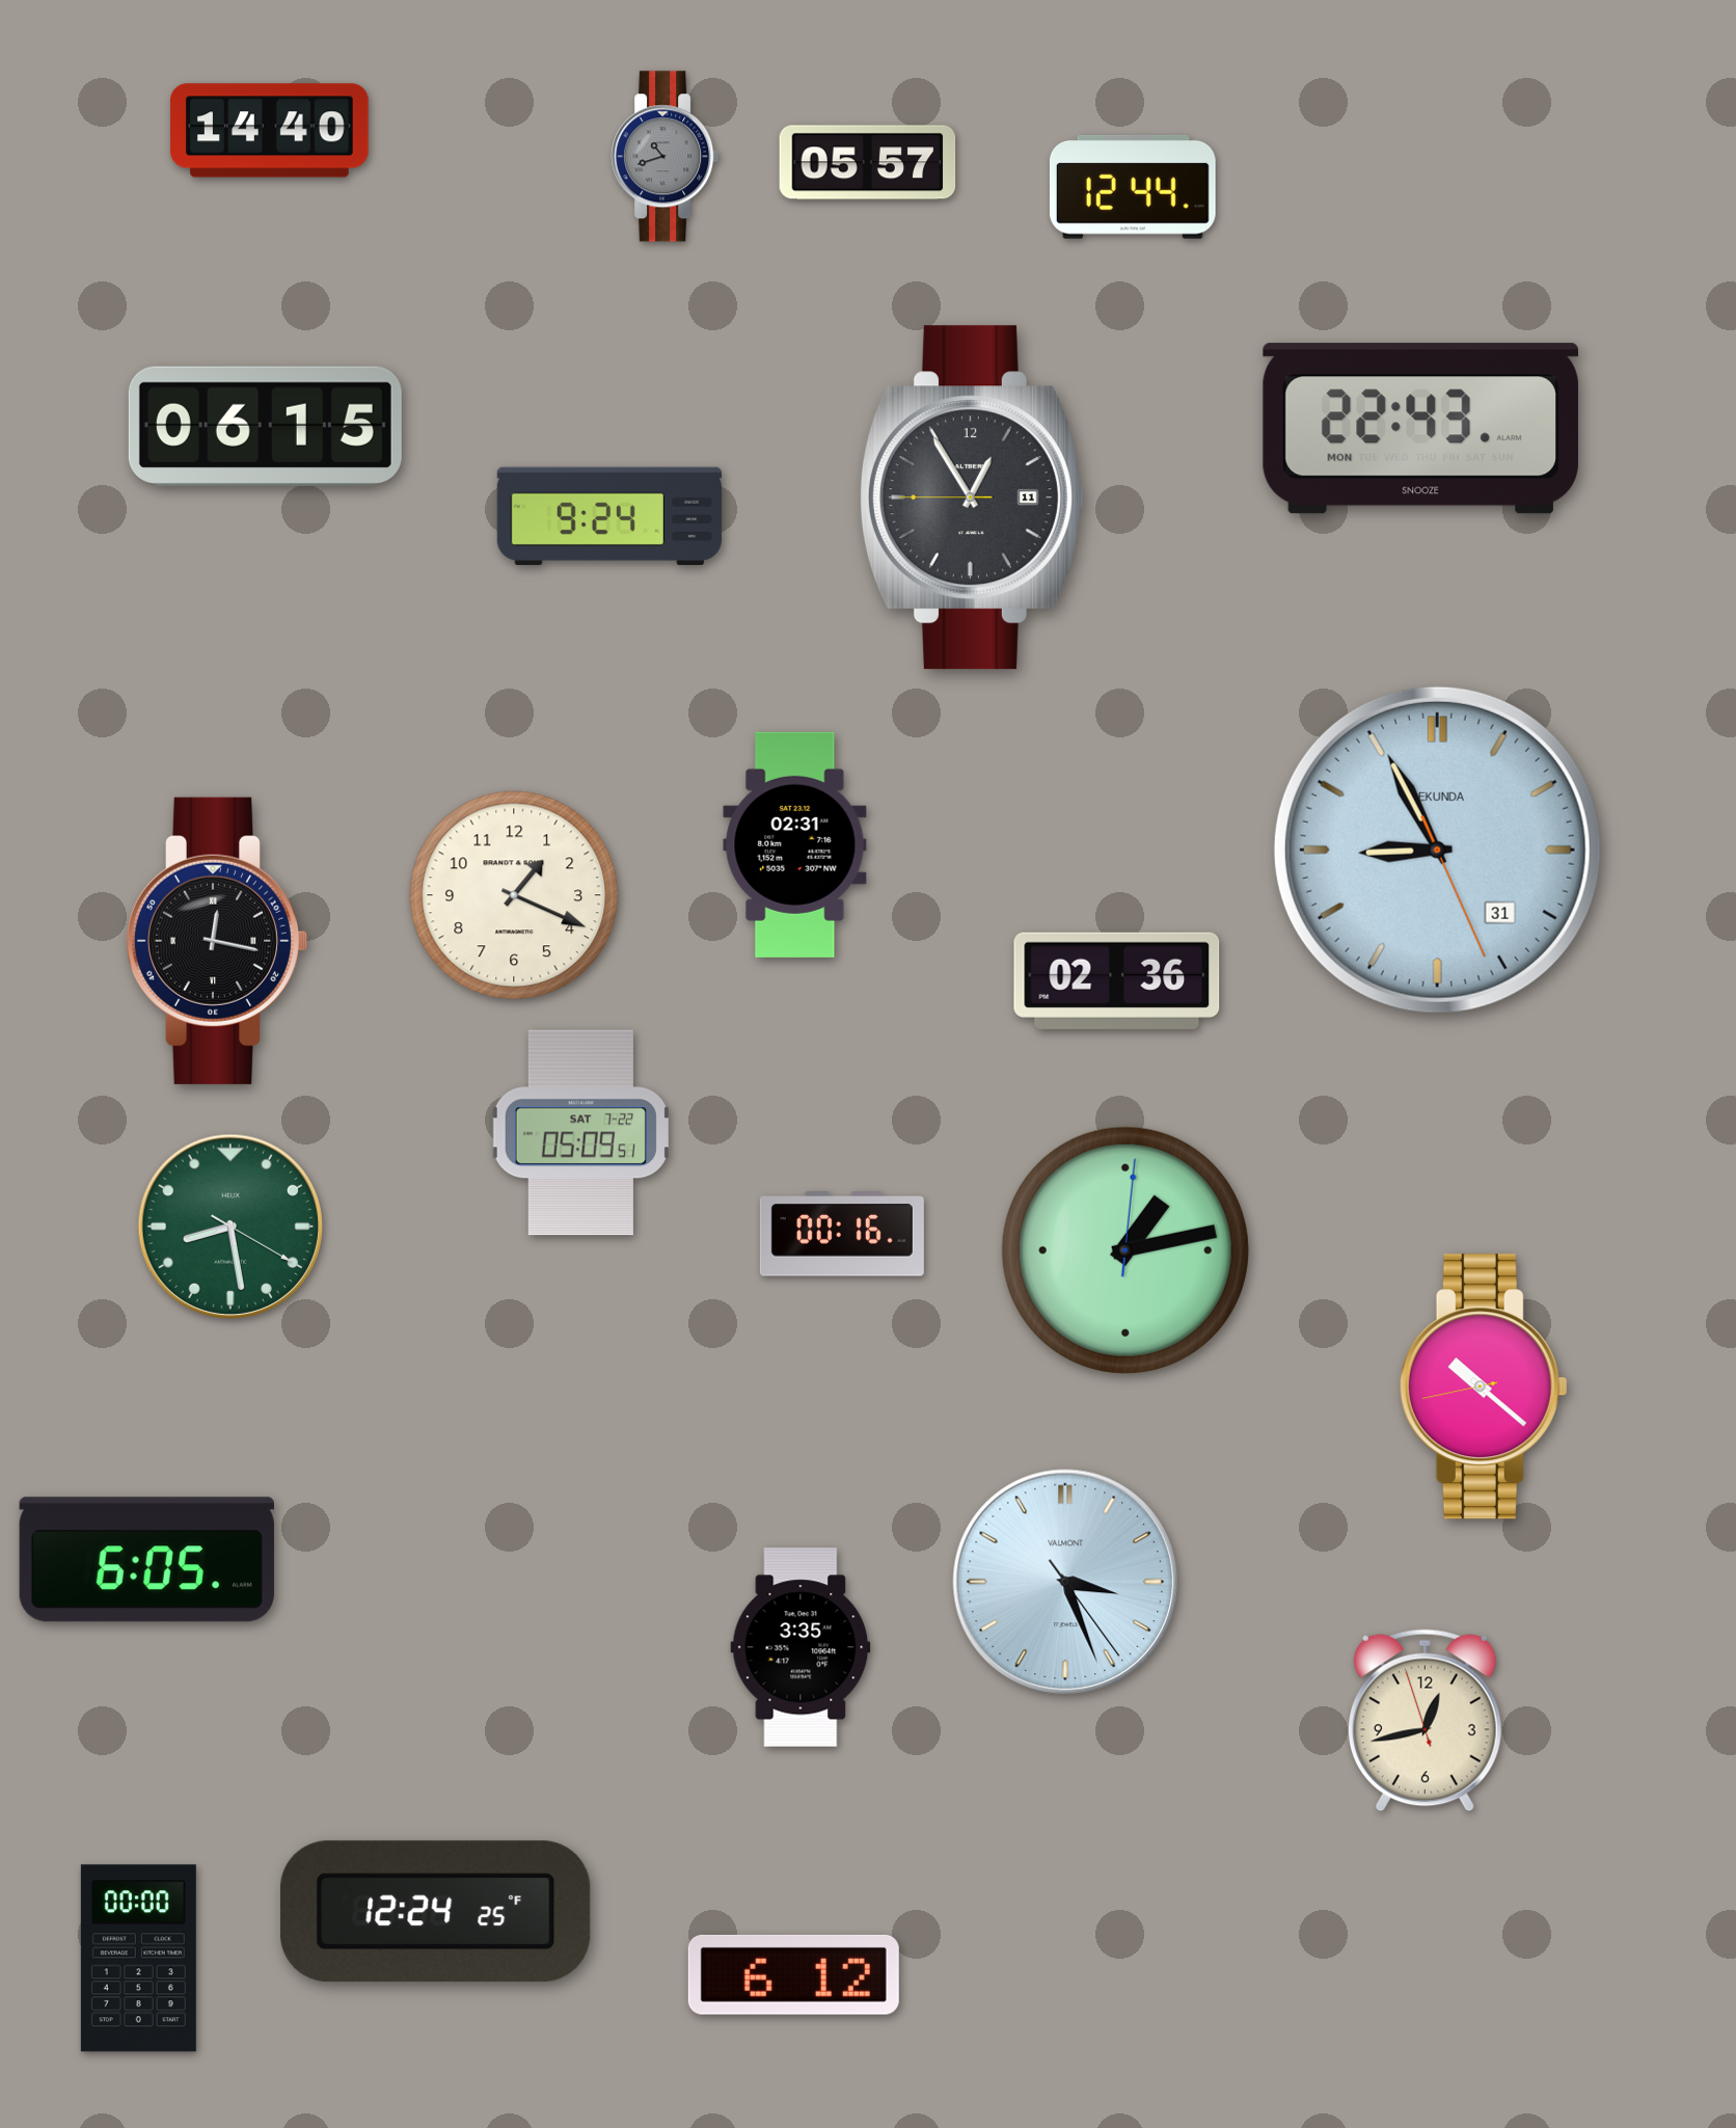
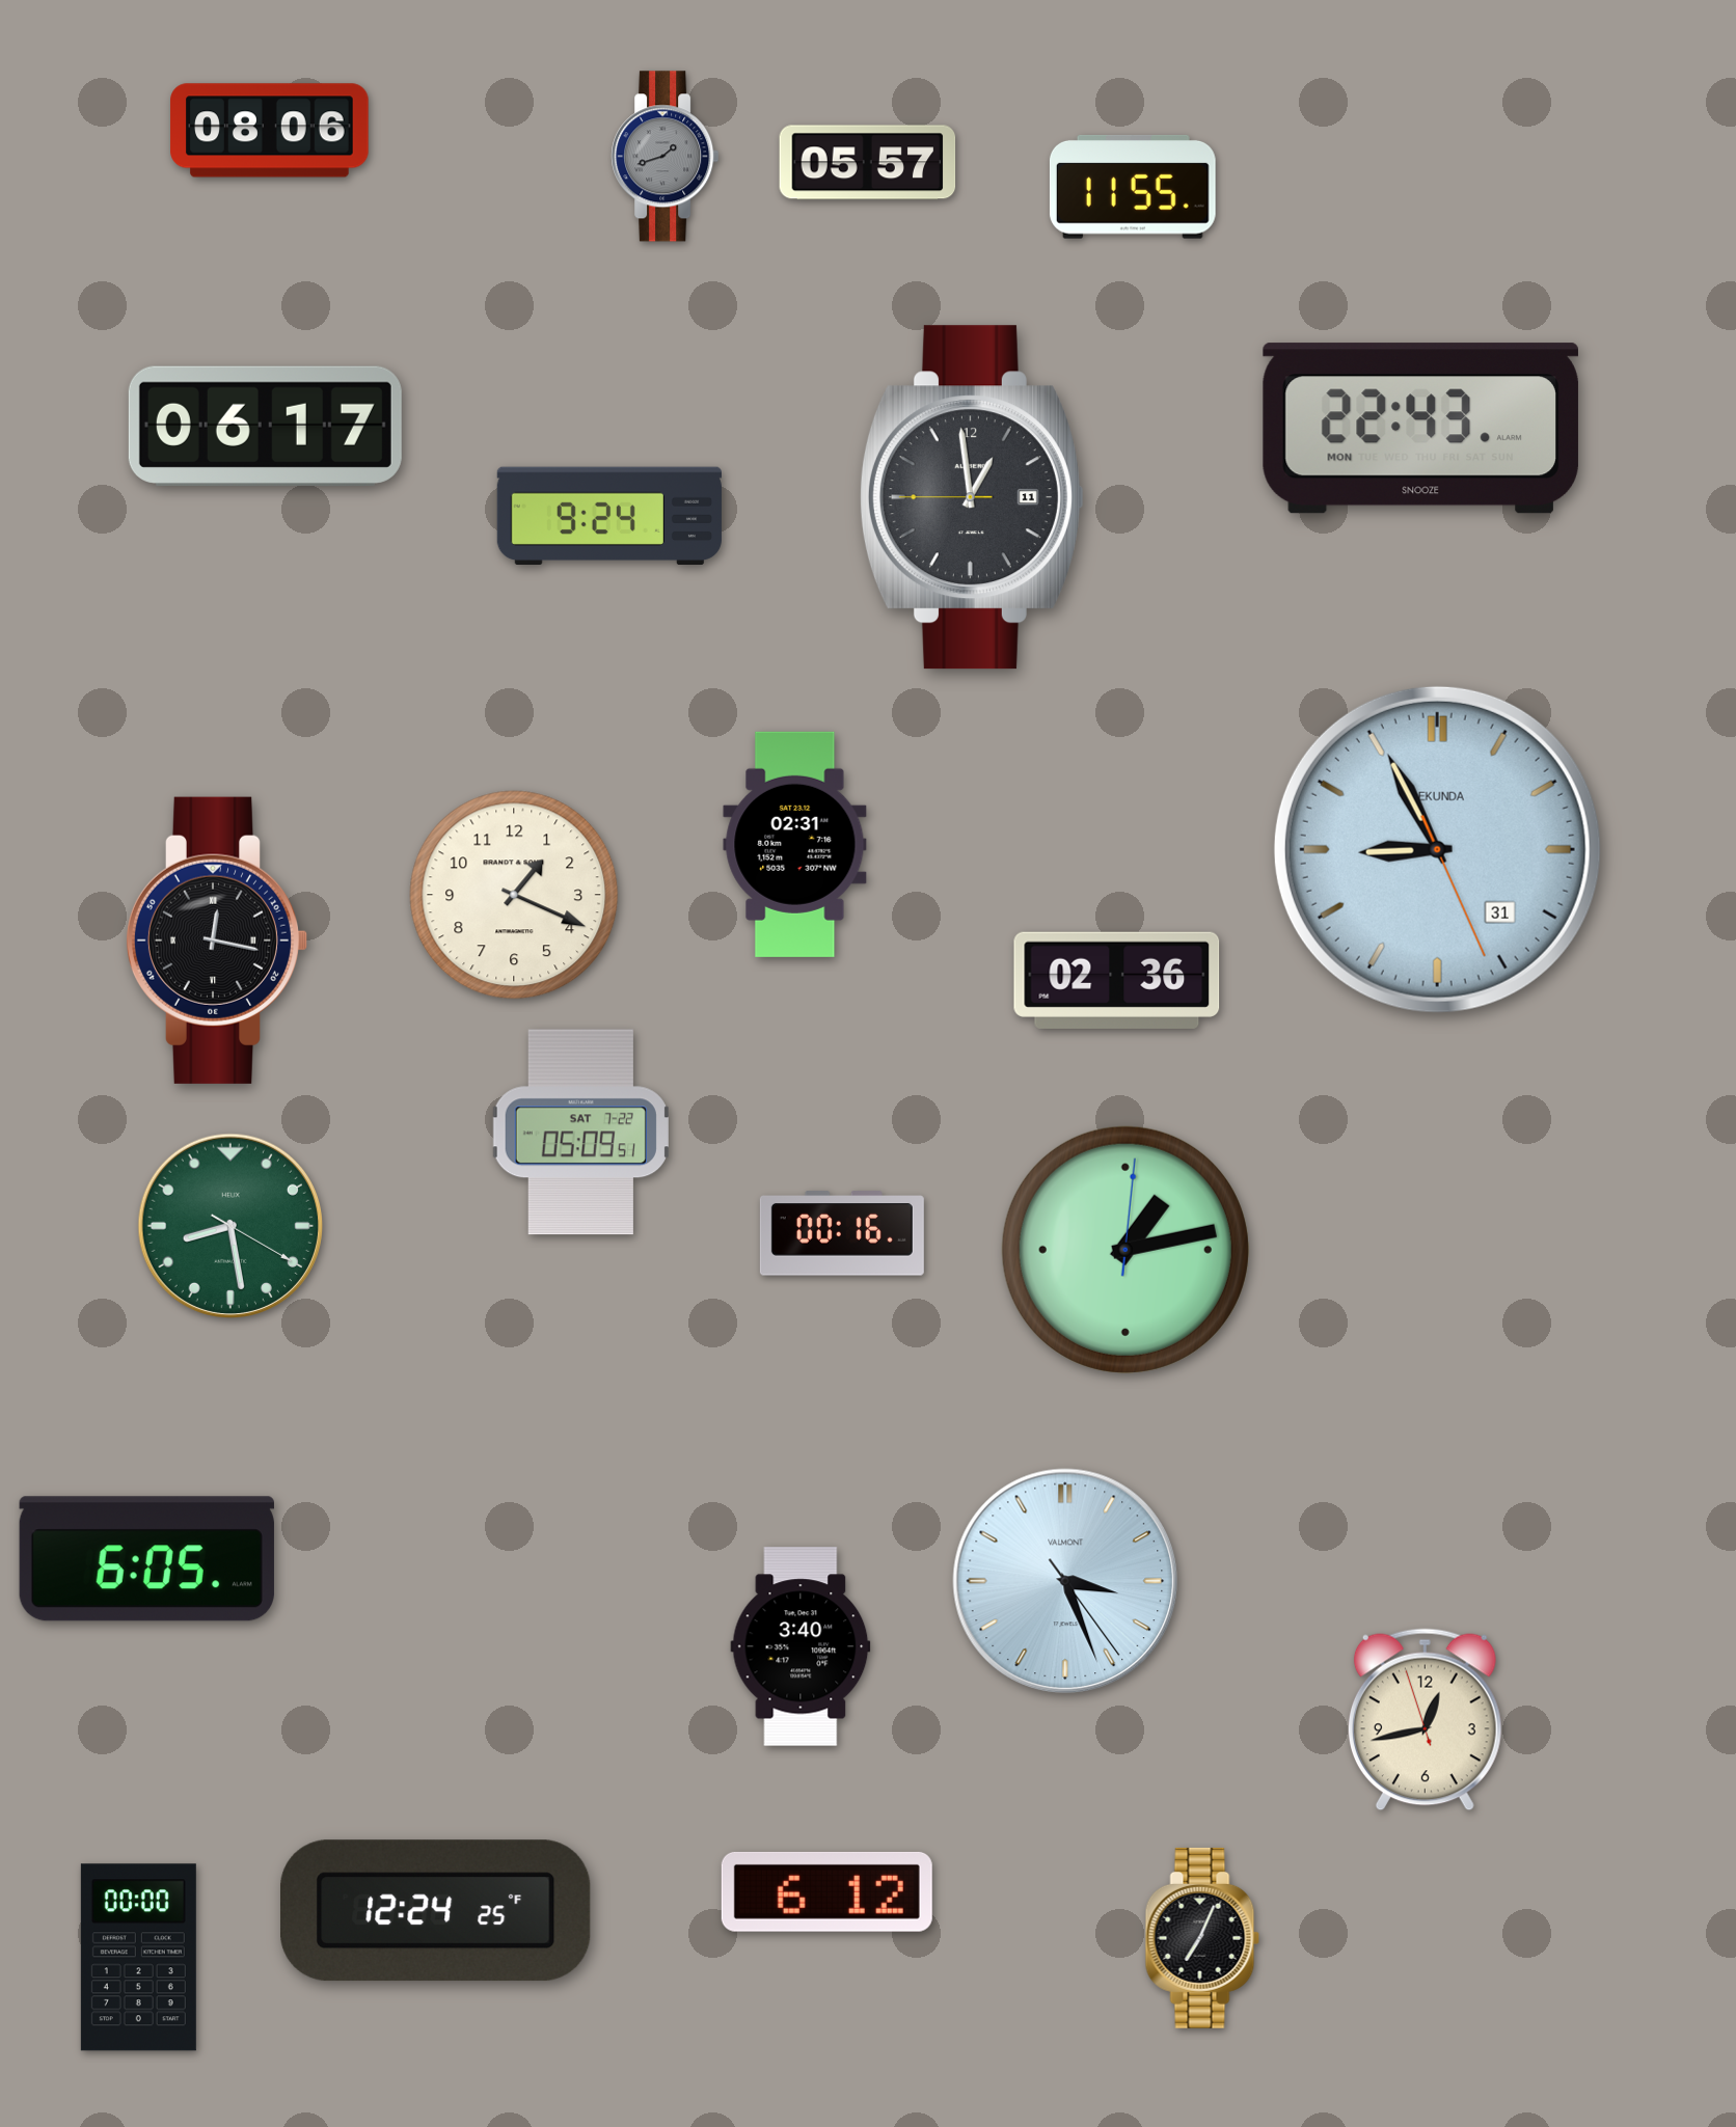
clock at (270, 131): 14:40 -> 08:06
clock at (666, 157): 10:42 -> 1:42
clock at (1133, 187): 12:44 -> 11:55
clock at (265, 426): 06:15 -> 06:17
clock at (972, 497): 12:54 -> 12:58
clock at (1484, 1386): 10:21 -> none
clock at (801, 1647): 3:35 -> 3:40
clock at (1202, 1938): none -> 7:04
clock at (793, 1974) position: (793, 1974) -> (826, 1891)
